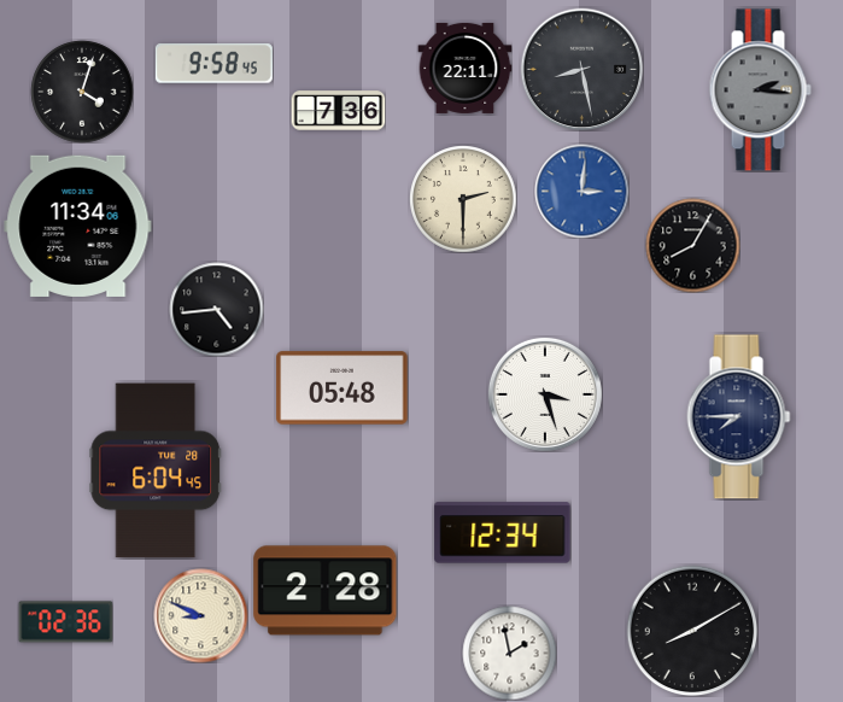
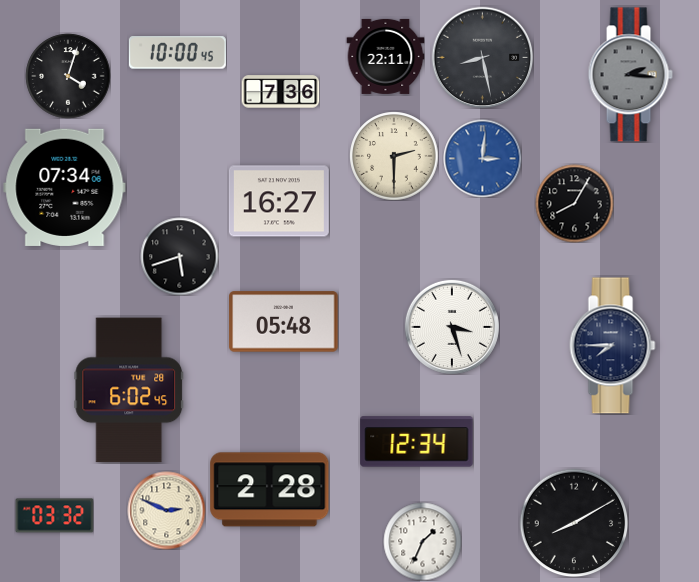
clock at (213, 64): 9:58 -> 10:00
clock at (463, 199) position: (463, 199) -> (394, 156)
clock at (78, 226): 11:34 -> 07:34
clock at (279, 201): none -> 16:27
clock at (216, 309): 4:44 -> 5:42
clock at (156, 470): 6:04 -> 6:02
clock at (200, 615): 8:49 -> 2:49
clock at (65, 622): 02:36 -> 03:32
clock at (509, 653): 1:58 -> 1:34
